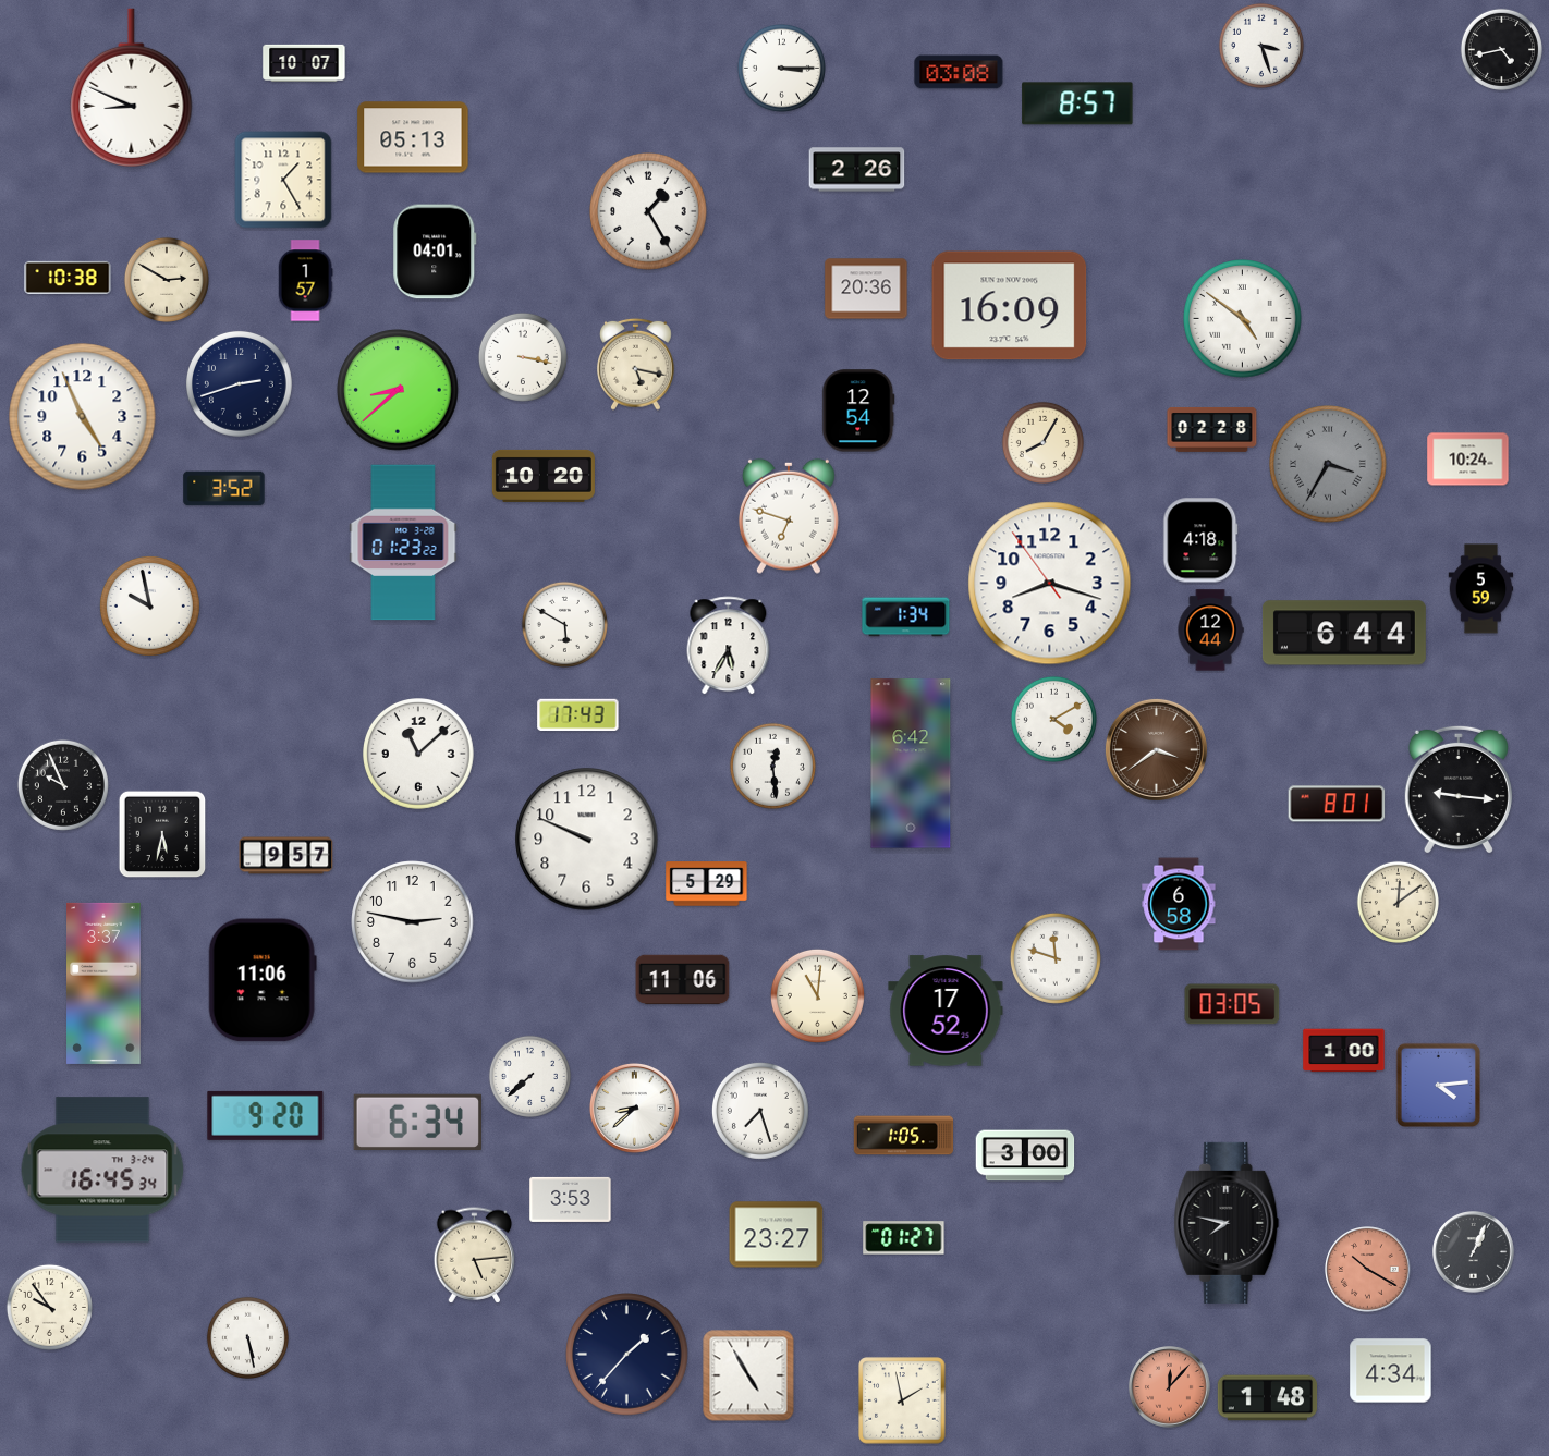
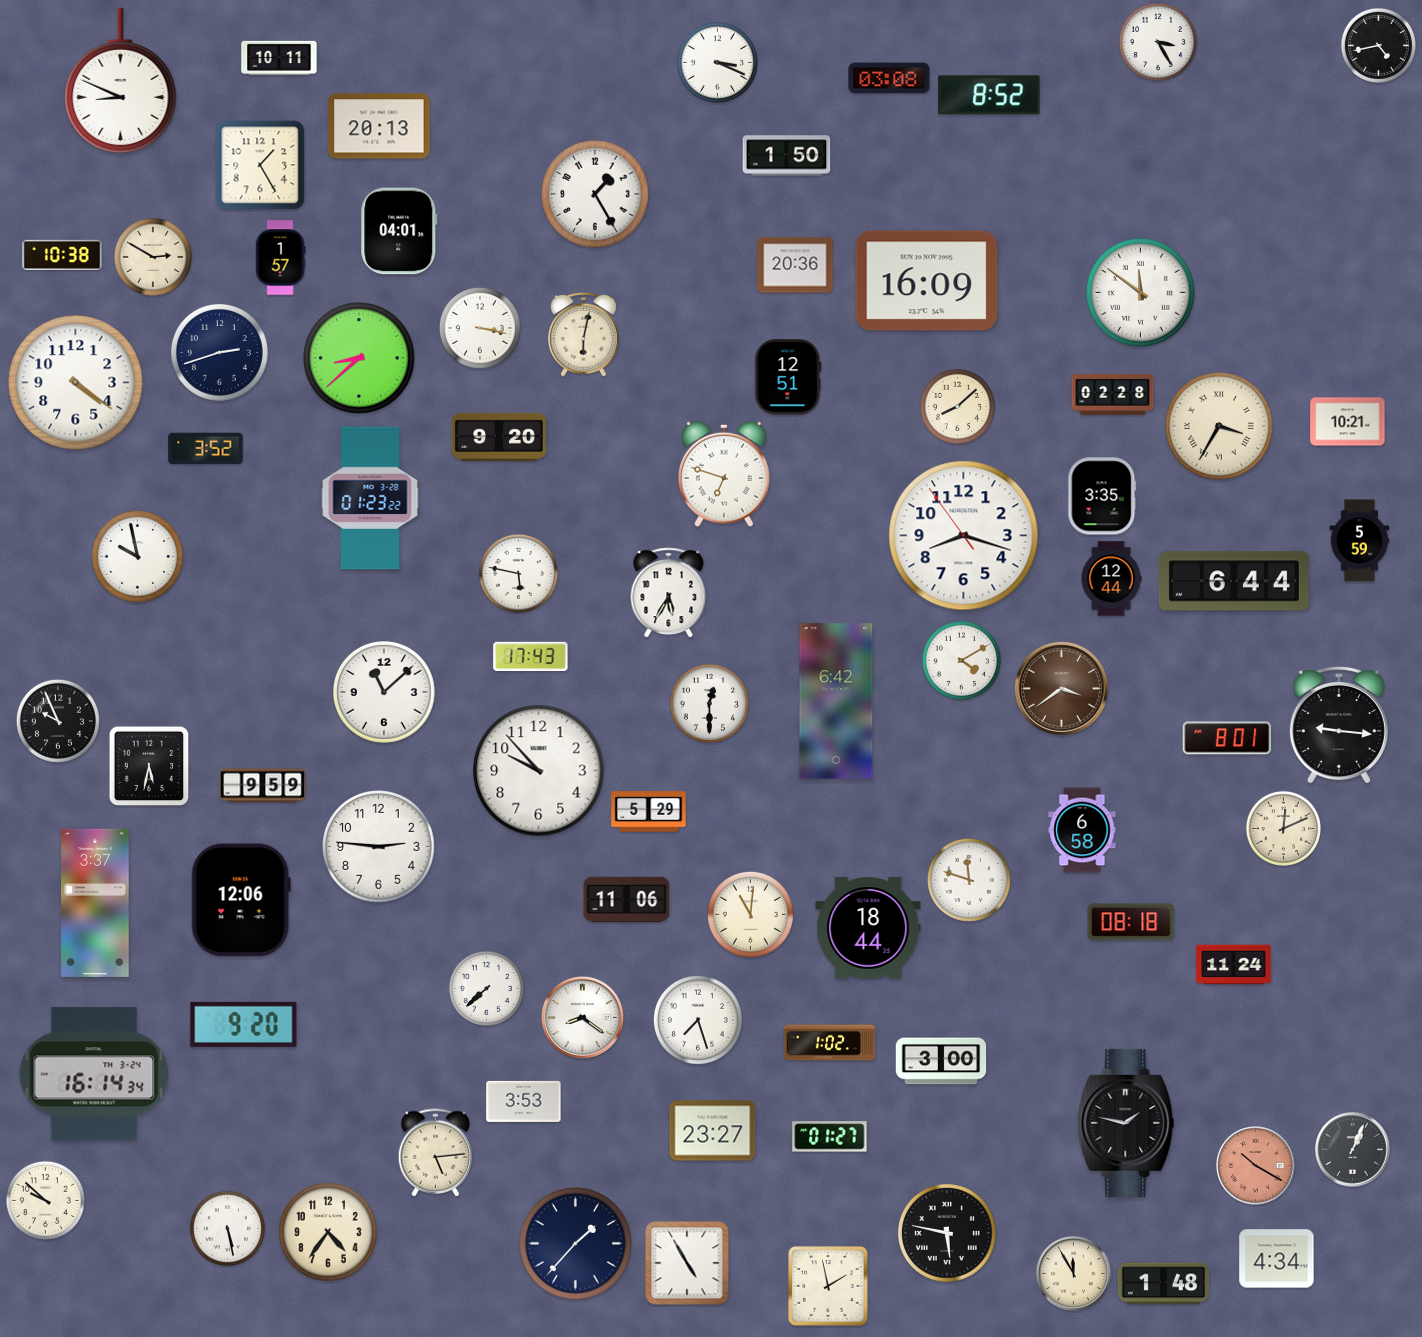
clock at (1261, 46): 3:27 -> 3:25
clock at (304, 62): 10:07 -> 10:11
clock at (781, 68): 3:15 -> 3:19
clock at (959, 72) position: (959, 72) -> (889, 78)
clock at (1077, 103): 8:57 -> 8:52
clock at (413, 137): 05:13 -> 20:13
clock at (857, 170): 2:26 -> 1:50
clock at (1243, 319): 4:51 -> 11:51
clock at (636, 364): 5:17 -> 6:02
clock at (398, 390) position: (398, 390) -> (359, 358)
clock at (858, 411): 12:54 -> 12:51
clock at (83, 417): 4:56 -> 4:21
clock at (1042, 442): 8:05 -> 8:08
clock at (1468, 460): 10:24 -> 10:21
clock at (1328, 464) dial: grey -> cream
clock at (544, 476): 10:20 -> 9:20
clock at (1200, 540): 4:18 -> 3:35
clock at (906, 617): 1:34 -> none
clock at (564, 624): 5:50 -> 5:47
clock at (1053, 719) position: (1053, 719) -> (961, 660)
clock at (772, 766): 12:29 -> 12:30
clock at (587, 840): 9:49 -> 9:53
clock at (286, 856): 9:57 -> 9:59
clock at (1398, 902): 12:09 -> 12:11
clock at (413, 922): 2:47 -> 2:46
clock at (263, 980): 11:06 -> 12:06
clock at (1232, 1004): 03:05 -> 08:18
clock at (946, 1011): 17:52 -> 18:44
clock at (1344, 1051): 1:00 -> 11:24
clock at (1438, 1085): 4:14 -> none
clock at (634, 1108): 8:38 -> 8:21
clock at (417, 1122): 6:34 -> none
clock at (904, 1136): 1:05 -> 1:02
clock at (102, 1170): 16:45 -> 16:14
clock at (1227, 1223): 7:47 -> 1:47
clock at (777, 1235) position: (777, 1235) -> (713, 1131)
clock at (49, 1307): 9:54 -> 9:52
clock at (328, 1232): none -> 4:36
clock at (947, 1233): none -> 5:47
clock at (1170, 1387): 12:07 -> 11:55
clock at (1170, 1387) dial: salmon -> cream
